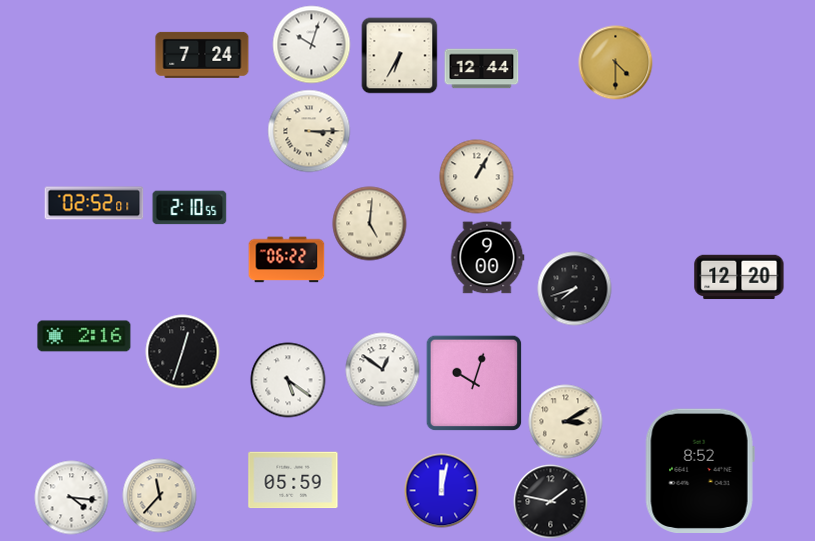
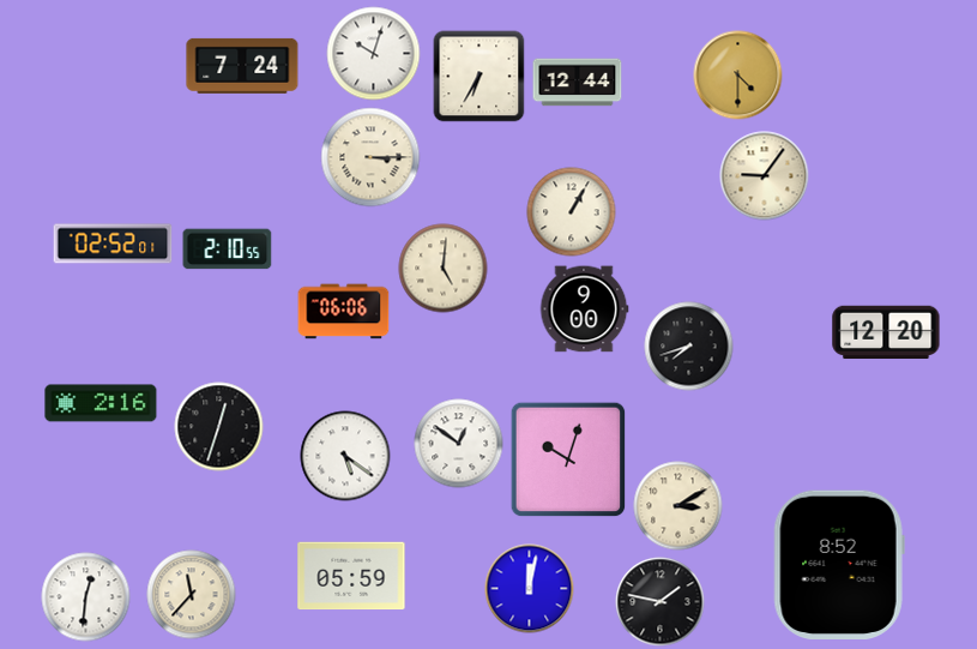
clock at (400, 56) position: (400, 56) -> (480, 77)
clock at (765, 176): none -> 9:06
clock at (287, 260): 06:22 -> 06:06
clock at (183, 352) position: (183, 352) -> (219, 427)
clock at (72, 498): 4:16 -> 12:31
